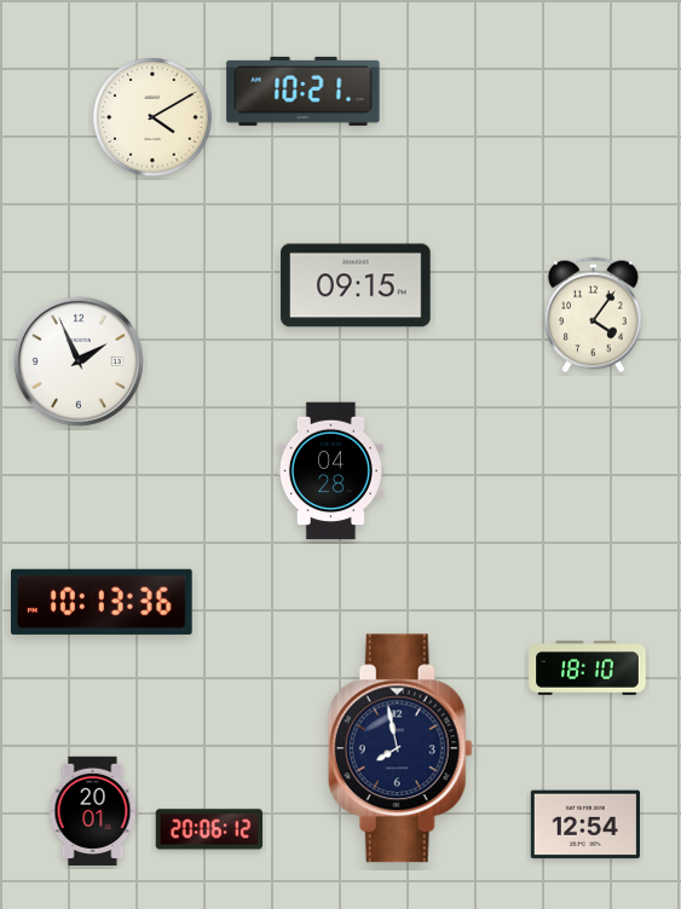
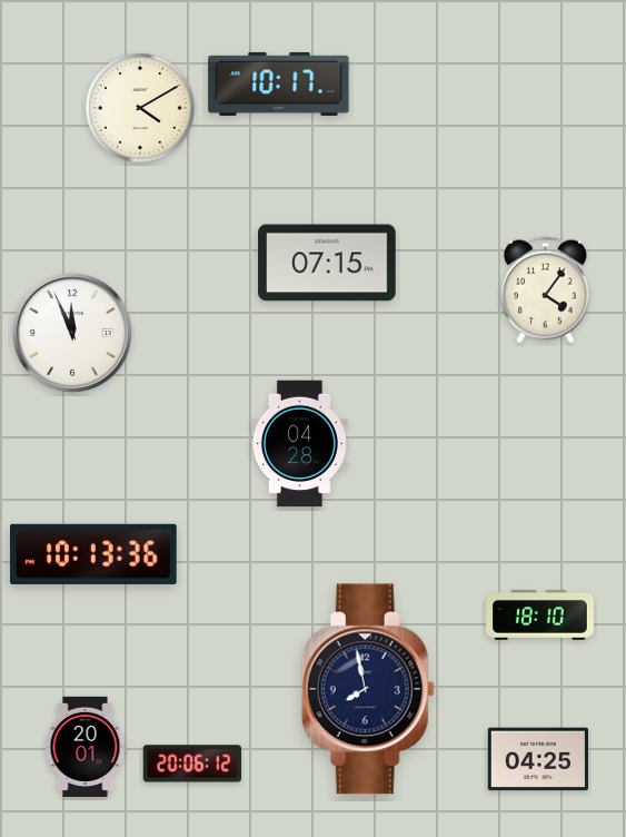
clock at (304, 91): 10:21 -> 10:17
clock at (356, 285): 09:15 -> 07:15
clock at (79, 361): 1:56 -> 11:56
clock at (330, 471) position: (330, 471) -> (299, 444)
clock at (585, 824): 12:54 -> 04:25
